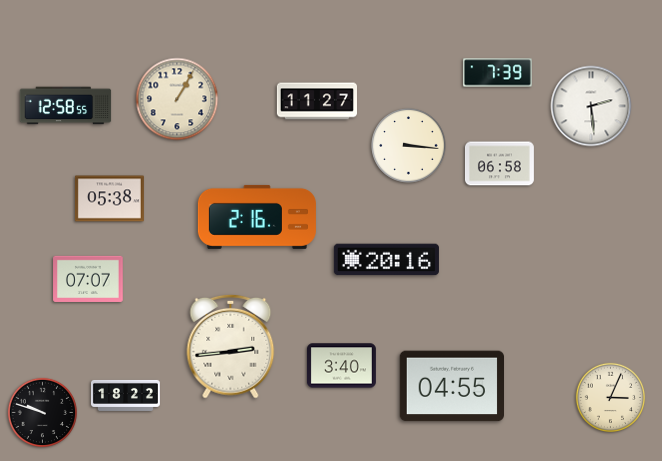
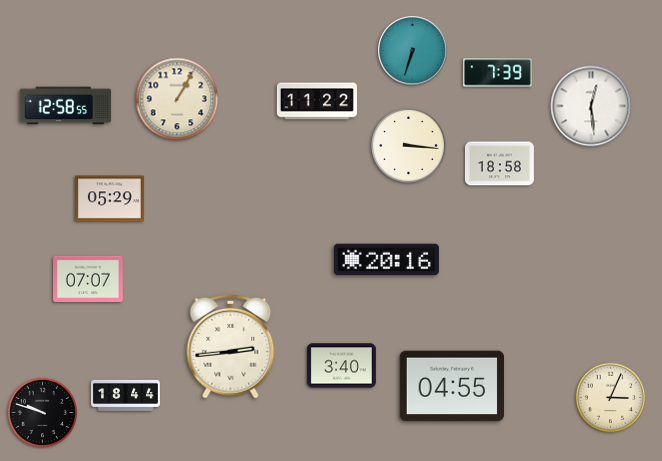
clock at (413, 51): none -> 6:33
clock at (316, 101): 11:27 -> 11:22
clock at (591, 106): 2:29 -> 12:29
clock at (499, 164): 06:58 -> 18:58
clock at (109, 199): 05:38 -> 05:29
clock at (257, 217): 2:16 -> none
clock at (125, 395): 18:22 -> 18:44
